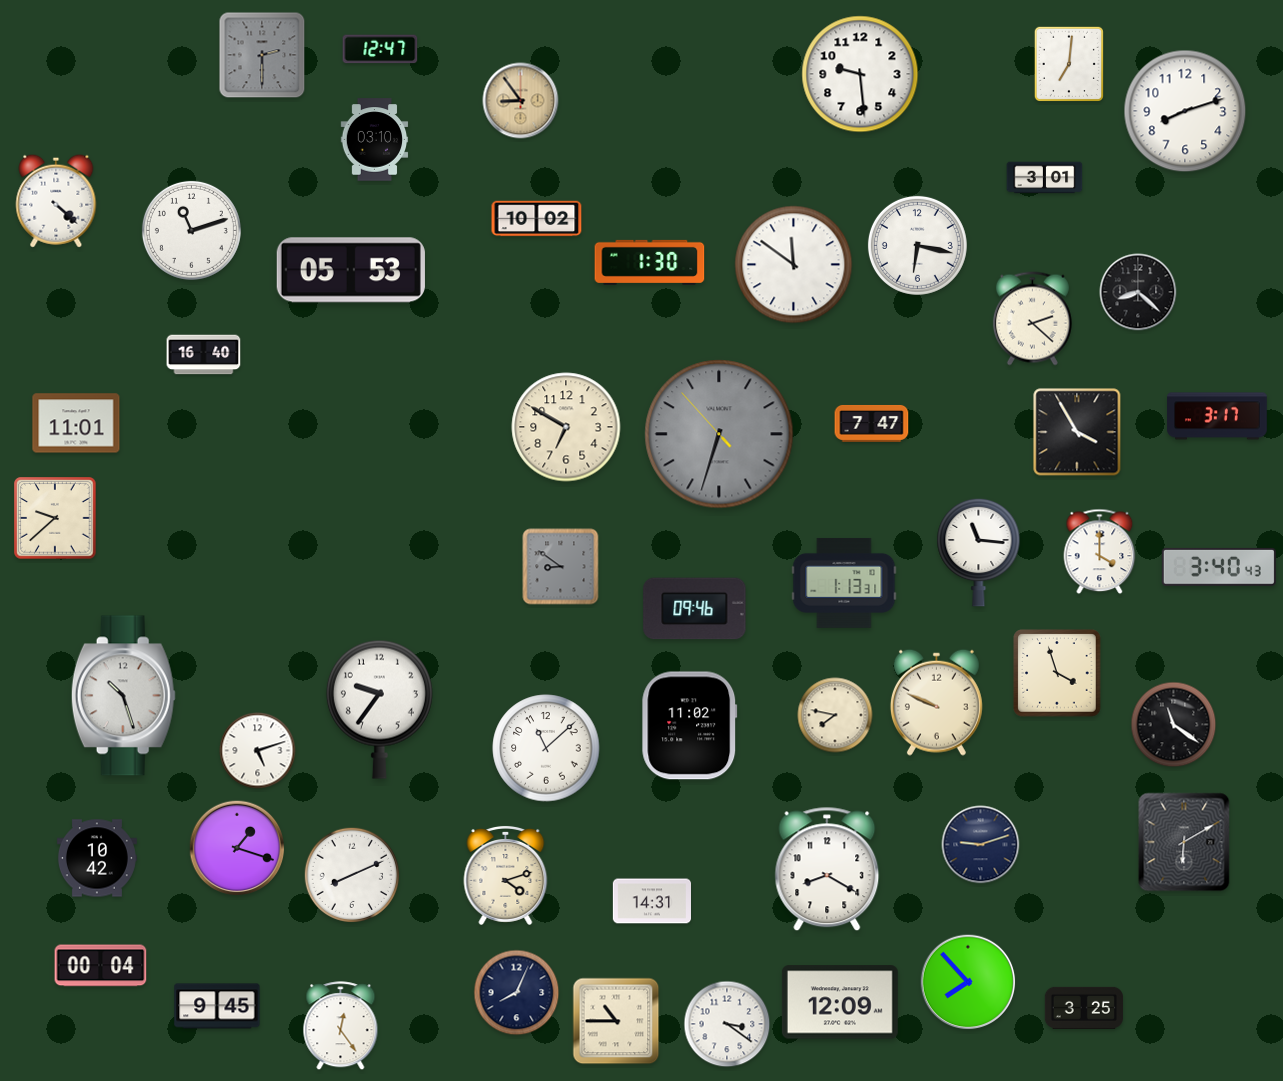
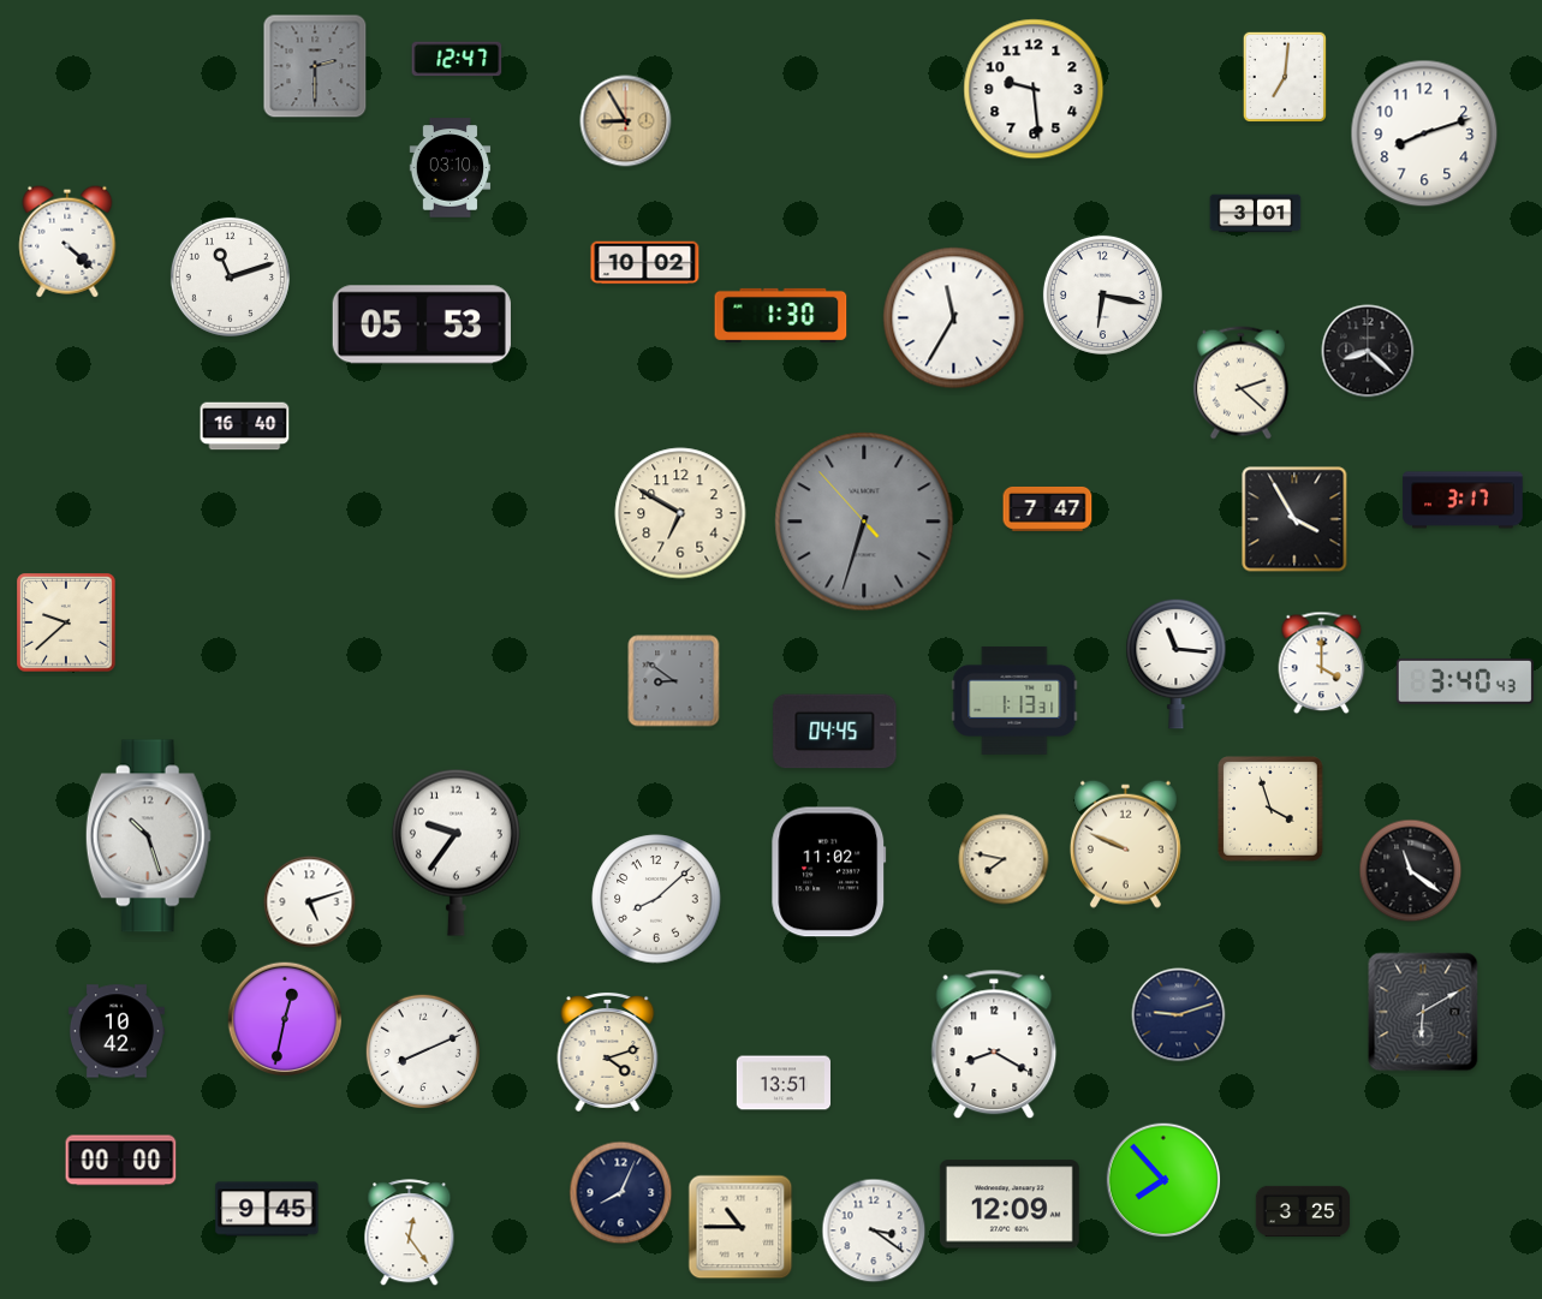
clock at (521, 101): 8:54 -> 8:55
clock at (794, 265): 11:51 -> 11:35
clock at (76, 423): 11:01 -> none
clock at (695, 609): 09:46 -> 04:45
clock at (546, 748): 11:08 -> 8:08
clock at (237, 848): 1:18 -> 12:32
clock at (651, 901): 14:31 -> 13:51
clock at (101, 966): 00:04 -> 00:00
clock at (217, 1006) position: (217, 1006) -> (267, 1209)
